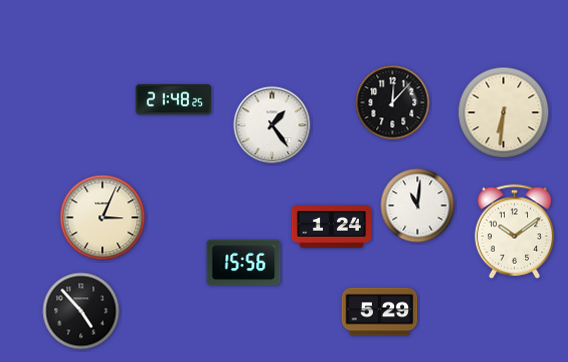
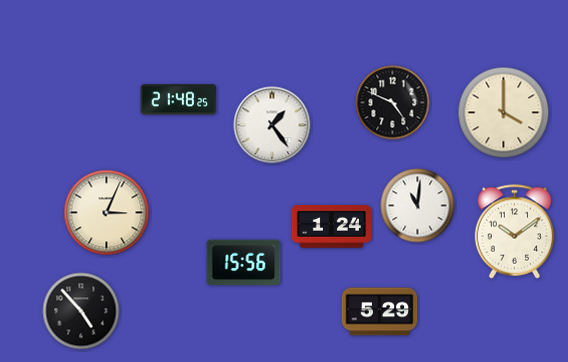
clock at (174, 100) position: (174, 100) -> (179, 100)
clock at (393, 103): 12:07 -> 4:49
clock at (504, 113): 6:31 -> 4:00
clock at (103, 218) position: (103, 218) -> (107, 213)
